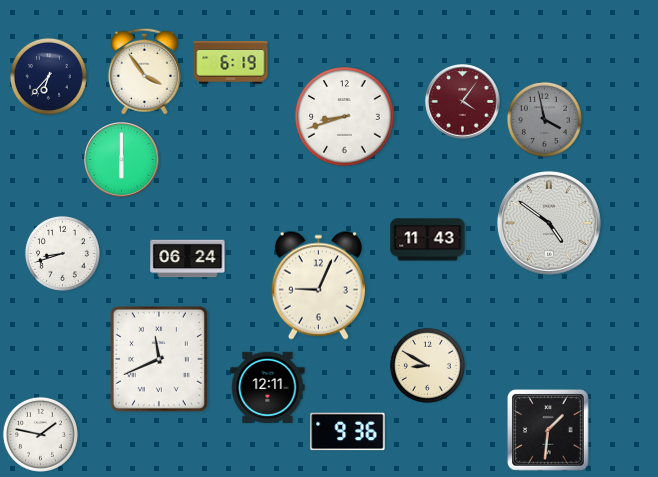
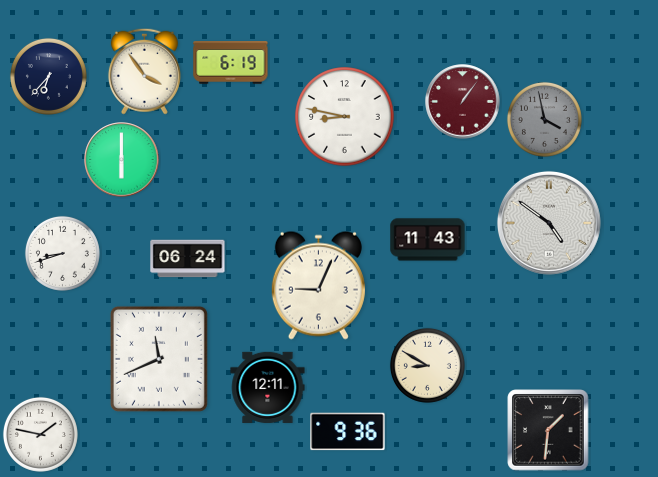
clock at (463, 102): 4:06 -> 1:06
clock at (345, 117): 8:42 -> 8:47
